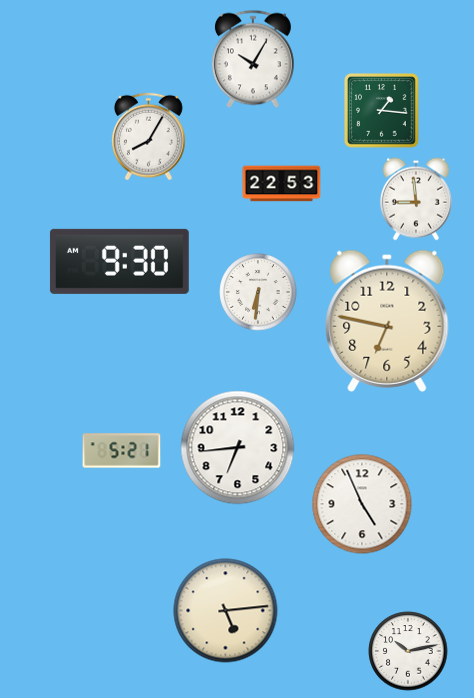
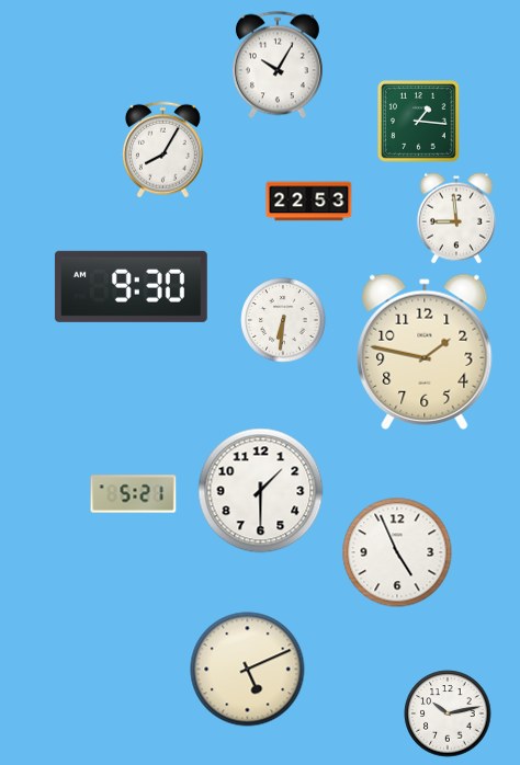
clock at (387, 321): 6:47 -> 1:47
clock at (238, 448): 6:44 -> 1:30
clock at (226, 611): 5:14 -> 5:11
